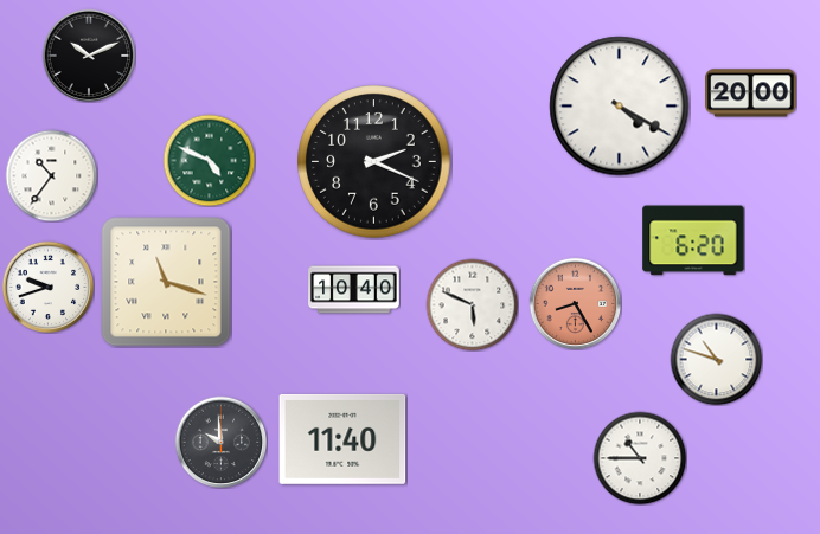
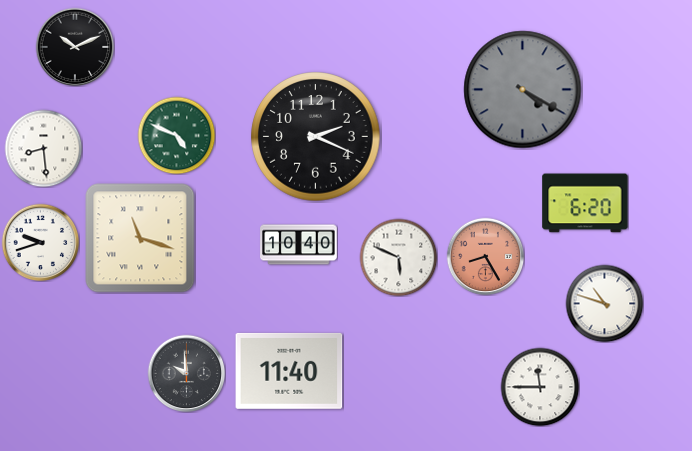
clock at (751, 94): 20:00 -> none
clock at (620, 107) dial: white -> grey
clock at (51, 175): 10:36 -> 8:29
clock at (640, 458): 10:45 -> 11:45
